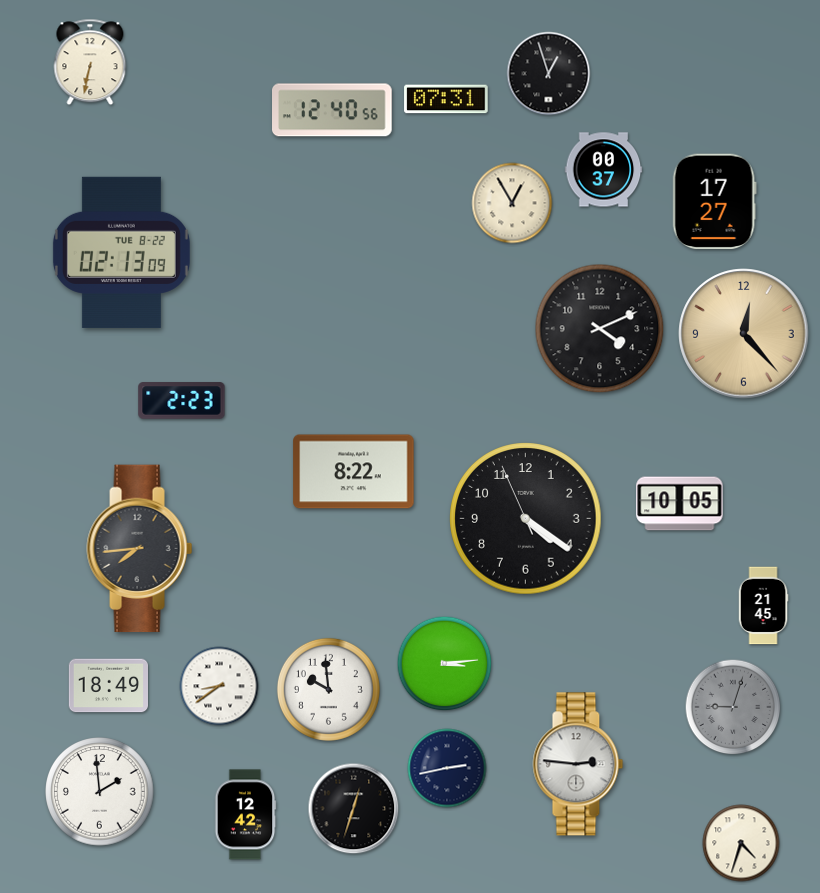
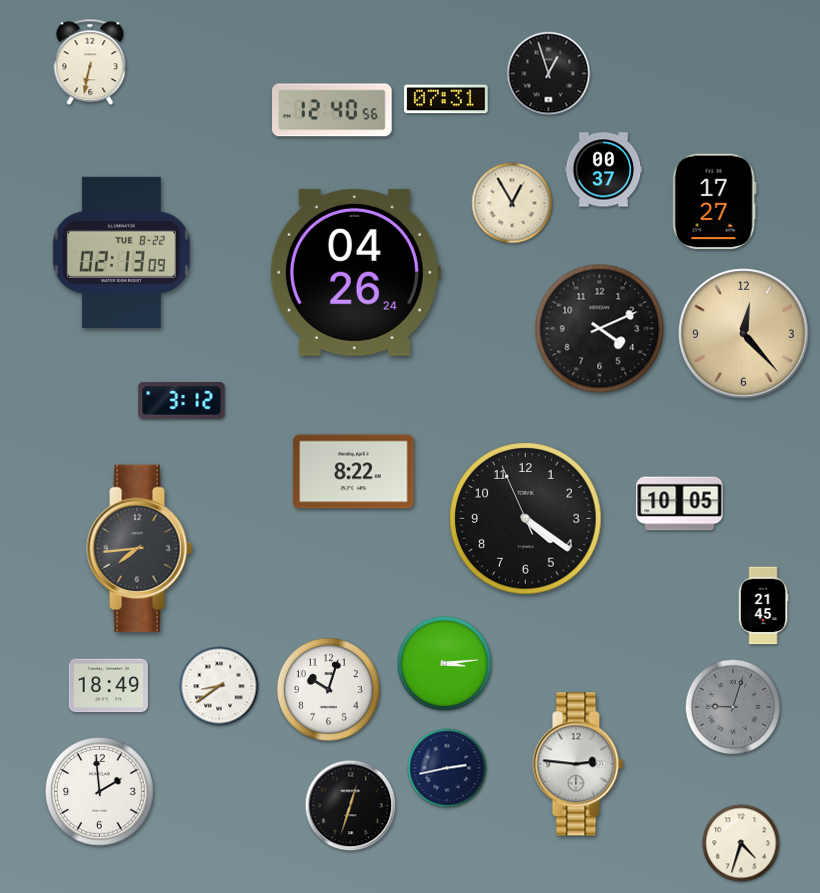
clock at (355, 272): none -> 04:26
clock at (182, 401): 2:23 -> 3:12
clock at (328, 689): 9:59 -> 10:03
clock at (354, 809) position: (354, 809) -> (351, 806)
clock at (245, 815): 12:42 -> none
